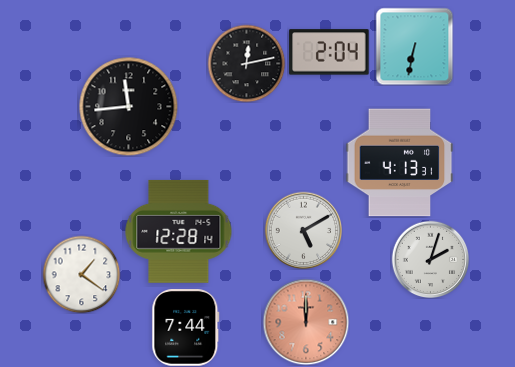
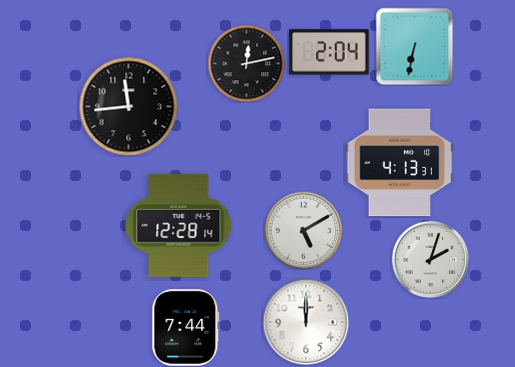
clock at (179, 231) position: (179, 231) -> (179, 225)
clock at (81, 274): 1:21 -> none
clock at (306, 322) dial: salmon -> white
